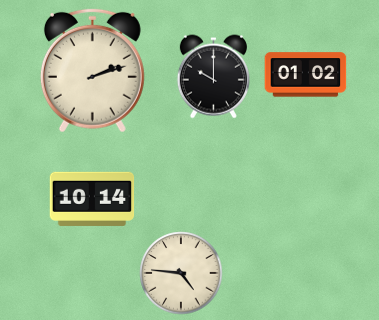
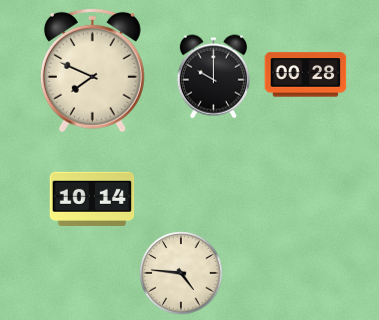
clock at (92, 70): 2:12 -> 7:49
clock at (306, 75): 01:02 -> 00:28
